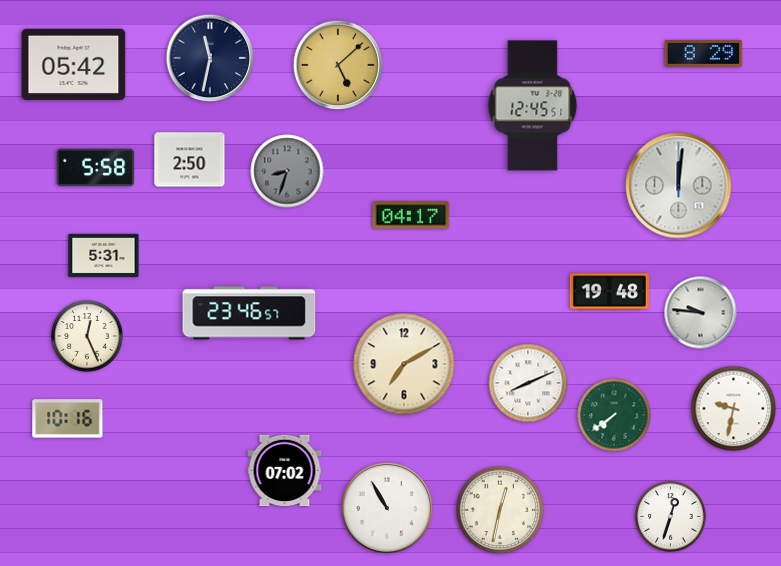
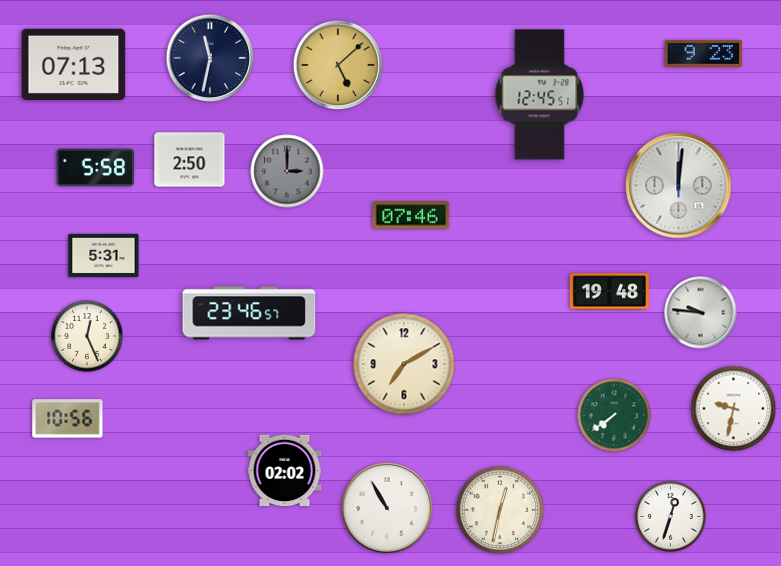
clock at (704, 53): 8:29 -> 9:23
clock at (74, 64): 05:42 -> 07:13
clock at (533, 106) position: (533, 106) -> (540, 95)
clock at (287, 171): 8:33 -> 3:00
clock at (411, 215): 04:17 -> 07:46
clock at (528, 383): 8:11 -> none
clock at (68, 419): 10:16 -> 10:56
clock at (285, 471): 07:02 -> 02:02
